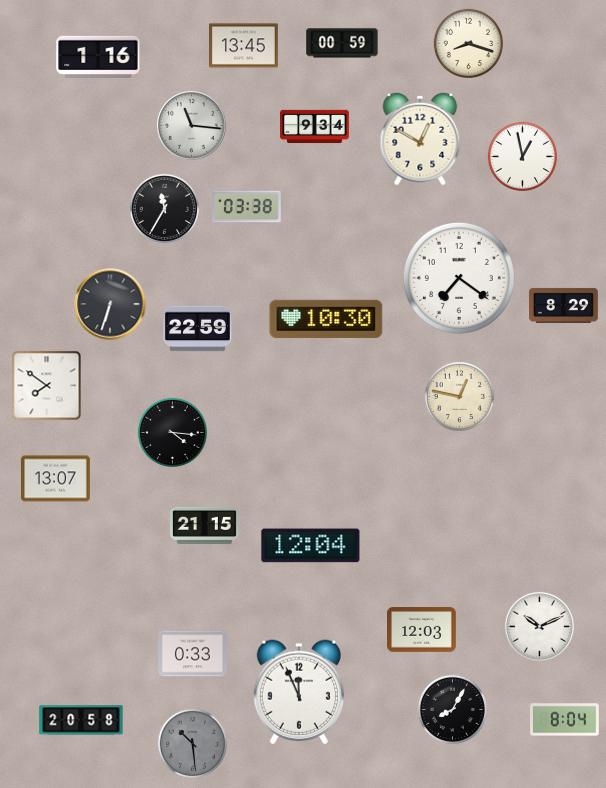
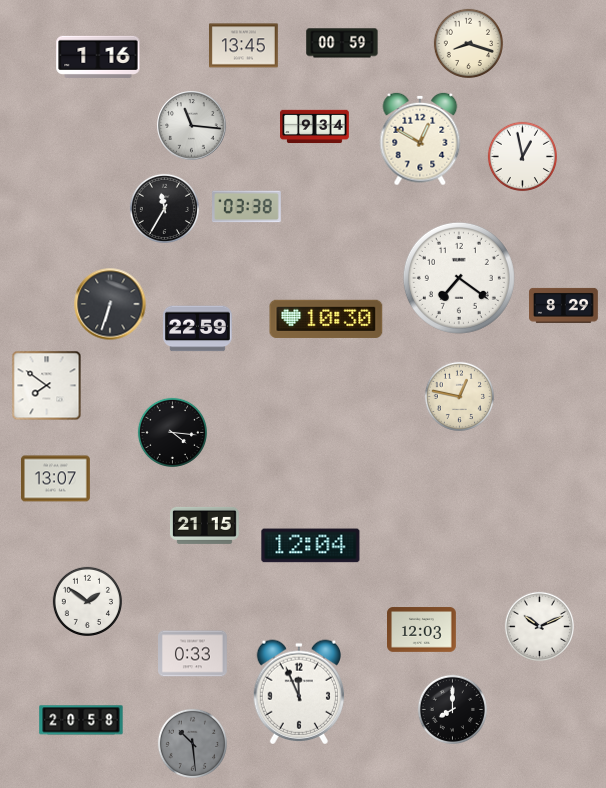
clock at (87, 601): none -> 1:51
clock at (452, 709): 8:05 -> 8:00
clock at (565, 720): 8:04 -> none
